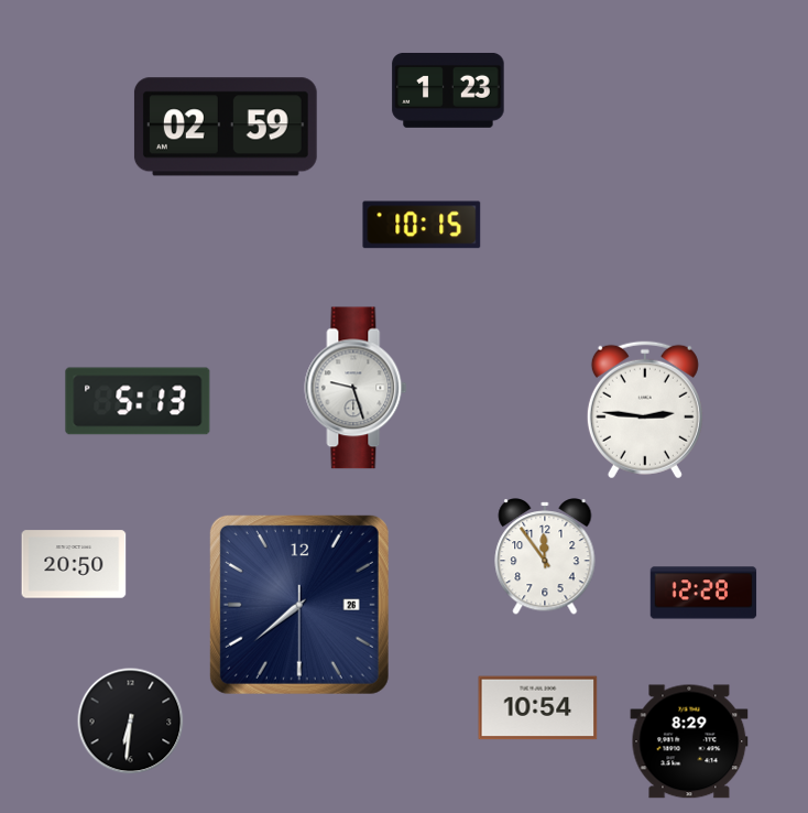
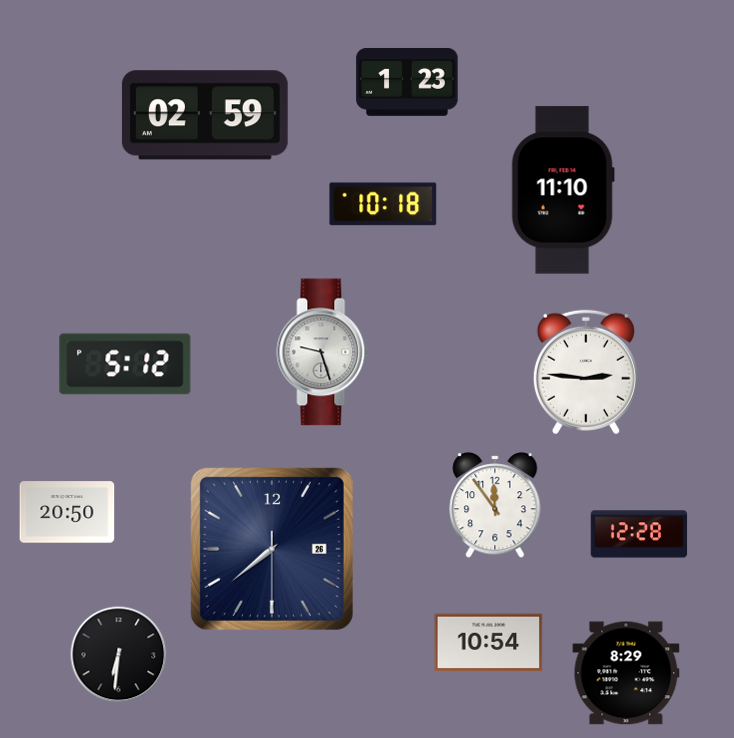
clock at (563, 190): none -> 11:10
clock at (422, 225): 10:15 -> 10:18
clock at (138, 401): 5:13 -> 5:12
clock at (703, 593) position: (703, 593) -> (639, 534)
